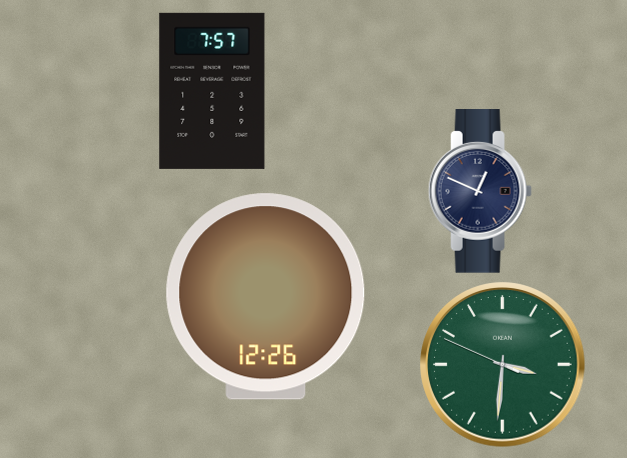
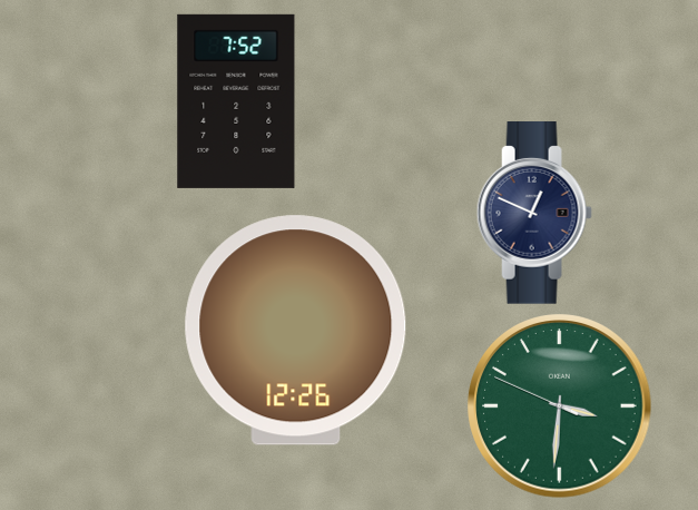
clock at (212, 91): 7:57 -> 7:52
